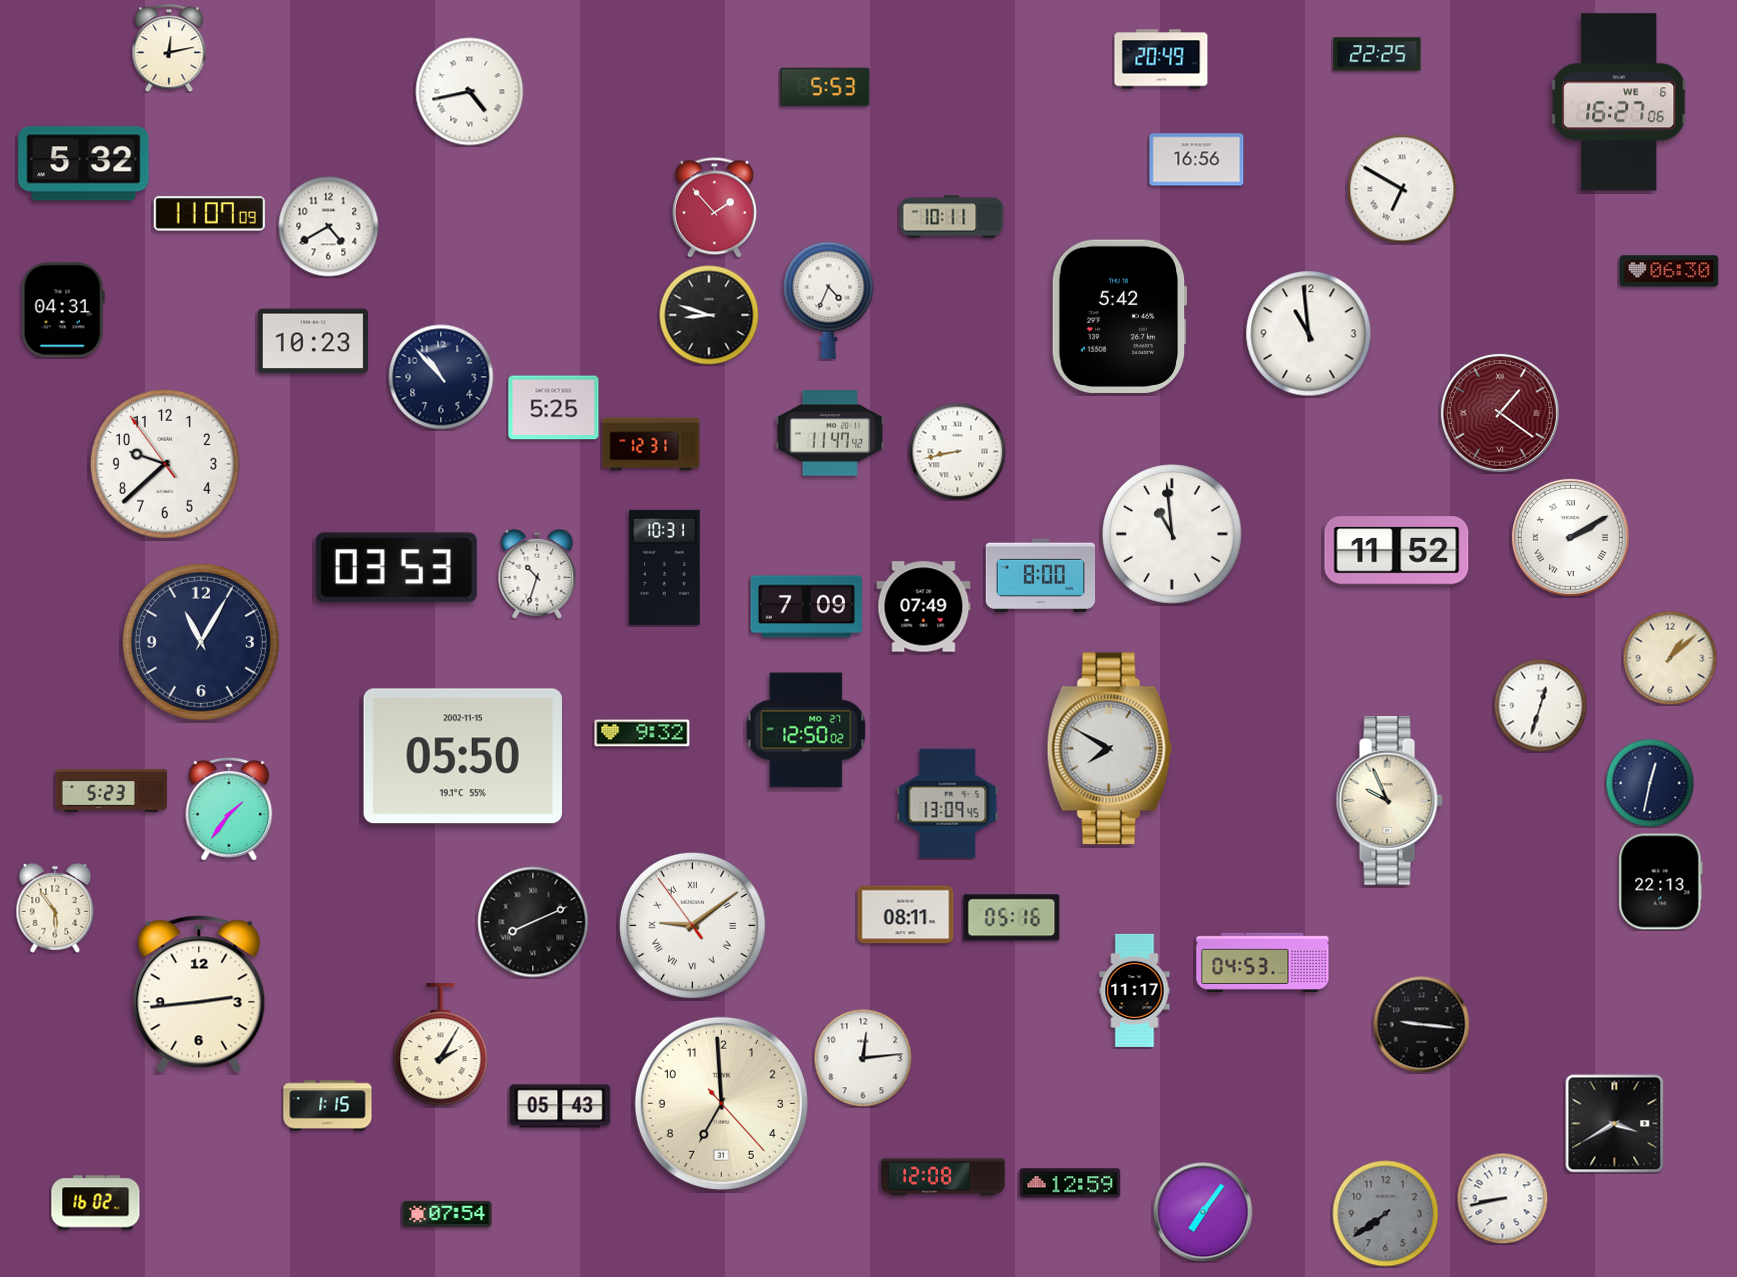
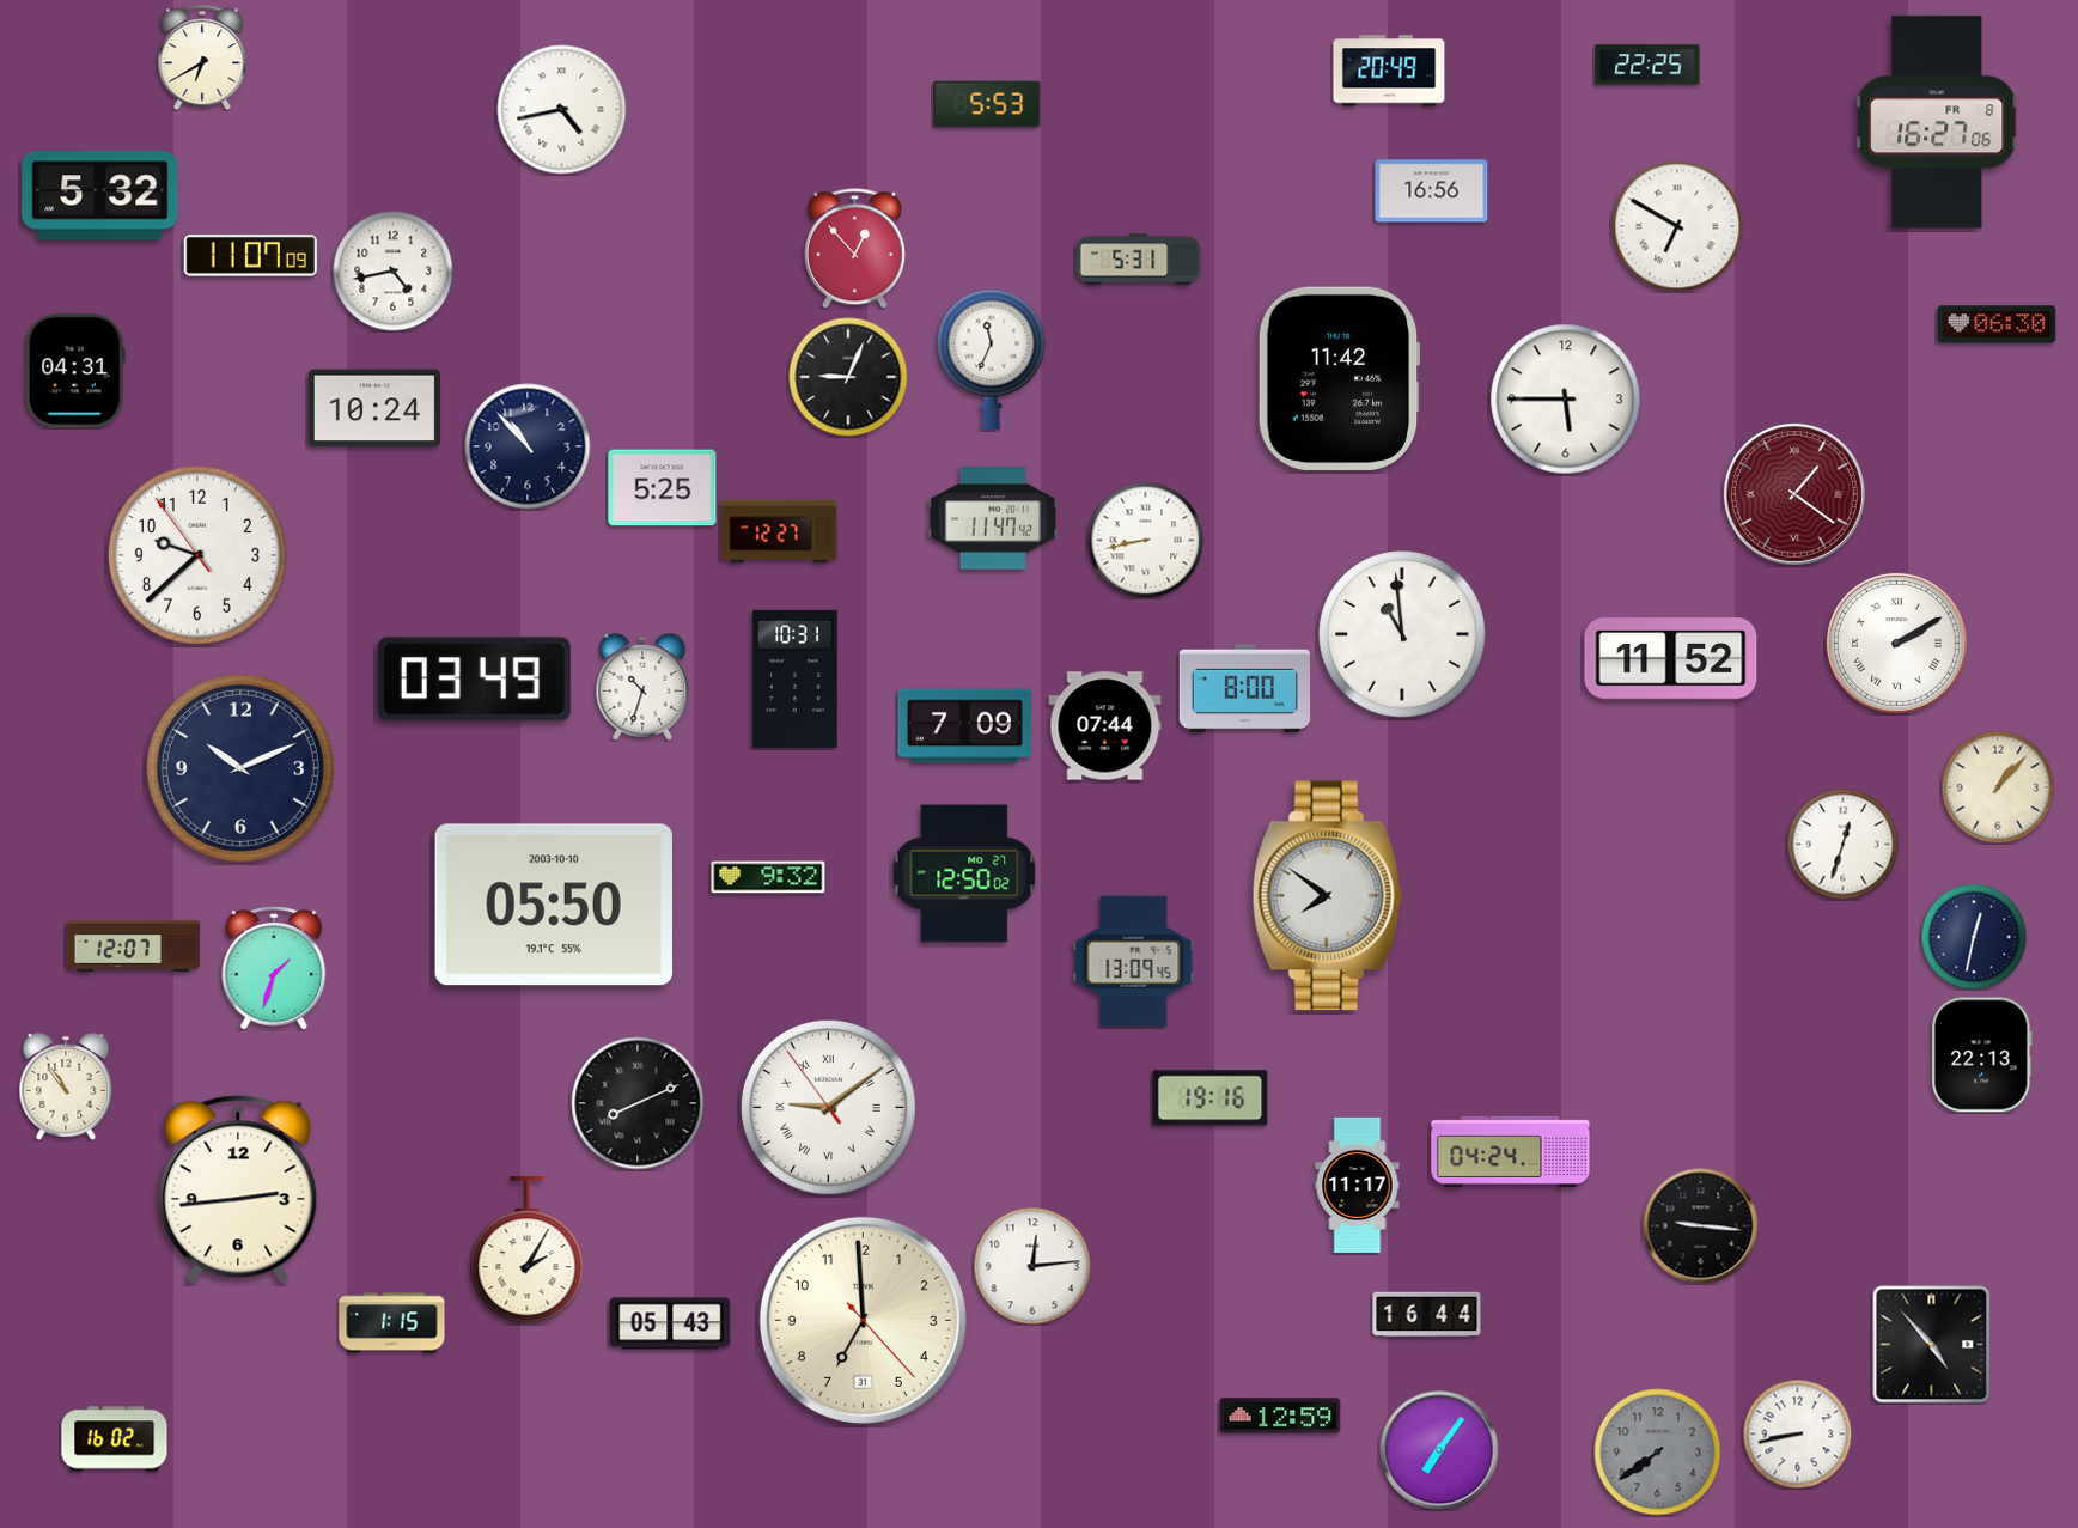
clock at (169, 48): 12:13 -> 6:40
clock at (1620, 102) date: WE 6 -> FR 8
clock at (714, 208): 1:53 -> 12:53
clock at (952, 217): 10:11 -> 5:31
clock at (329, 227): 4:40 -> 4:43
clock at (829, 300): 4:34 -> 11:34
clock at (709, 315): 8:48 -> 9:04
clock at (1119, 316): 5:42 -> 11:42
clock at (1309, 334): 10:59 -> 5:45
clock at (313, 341): 10:23 -> 10:24
clock at (441, 377) position: (441, 377) -> (528, 446)
clock at (651, 444): 12:31 -> 12:27
clock at (1172, 534) position: (1172, 534) -> (1402, 634)
clock at (1570, 537) position: (1570, 537) -> (1896, 643)
clock at (396, 568): 03:53 -> 03:49
clock at (924, 607): 07:49 -> 07:44
clock at (201, 642): 11:05 -> 10:11
clock at (1670, 658): 1:08 -> 1:07
clock at (1109, 749): 7:50 -> 7:51
clock at (463, 756) date: 2002-11-15 -> 2003-10-10
clock at (111, 790): 5:23 -> 12:07
clock at (1389, 801): 9:56 -> none
clock at (229, 809): 1:36 -> 1:33
clock at (1661, 882) position: (1661, 882) -> (1982, 1055)
clock at (55, 908): 5:54 -> 10:54
clock at (906, 915): 08:11 -> none
clock at (1012, 918): 05:16 -> 19:16
clock at (1263, 962): 04:53 -> 04:24
clock at (1427, 1315): none -> 16:44
clock at (1615, 1124): 3:40 -> 4:53
clock at (943, 1177): 12:08 -> none
clock at (447, 1214): 07:54 -> none
